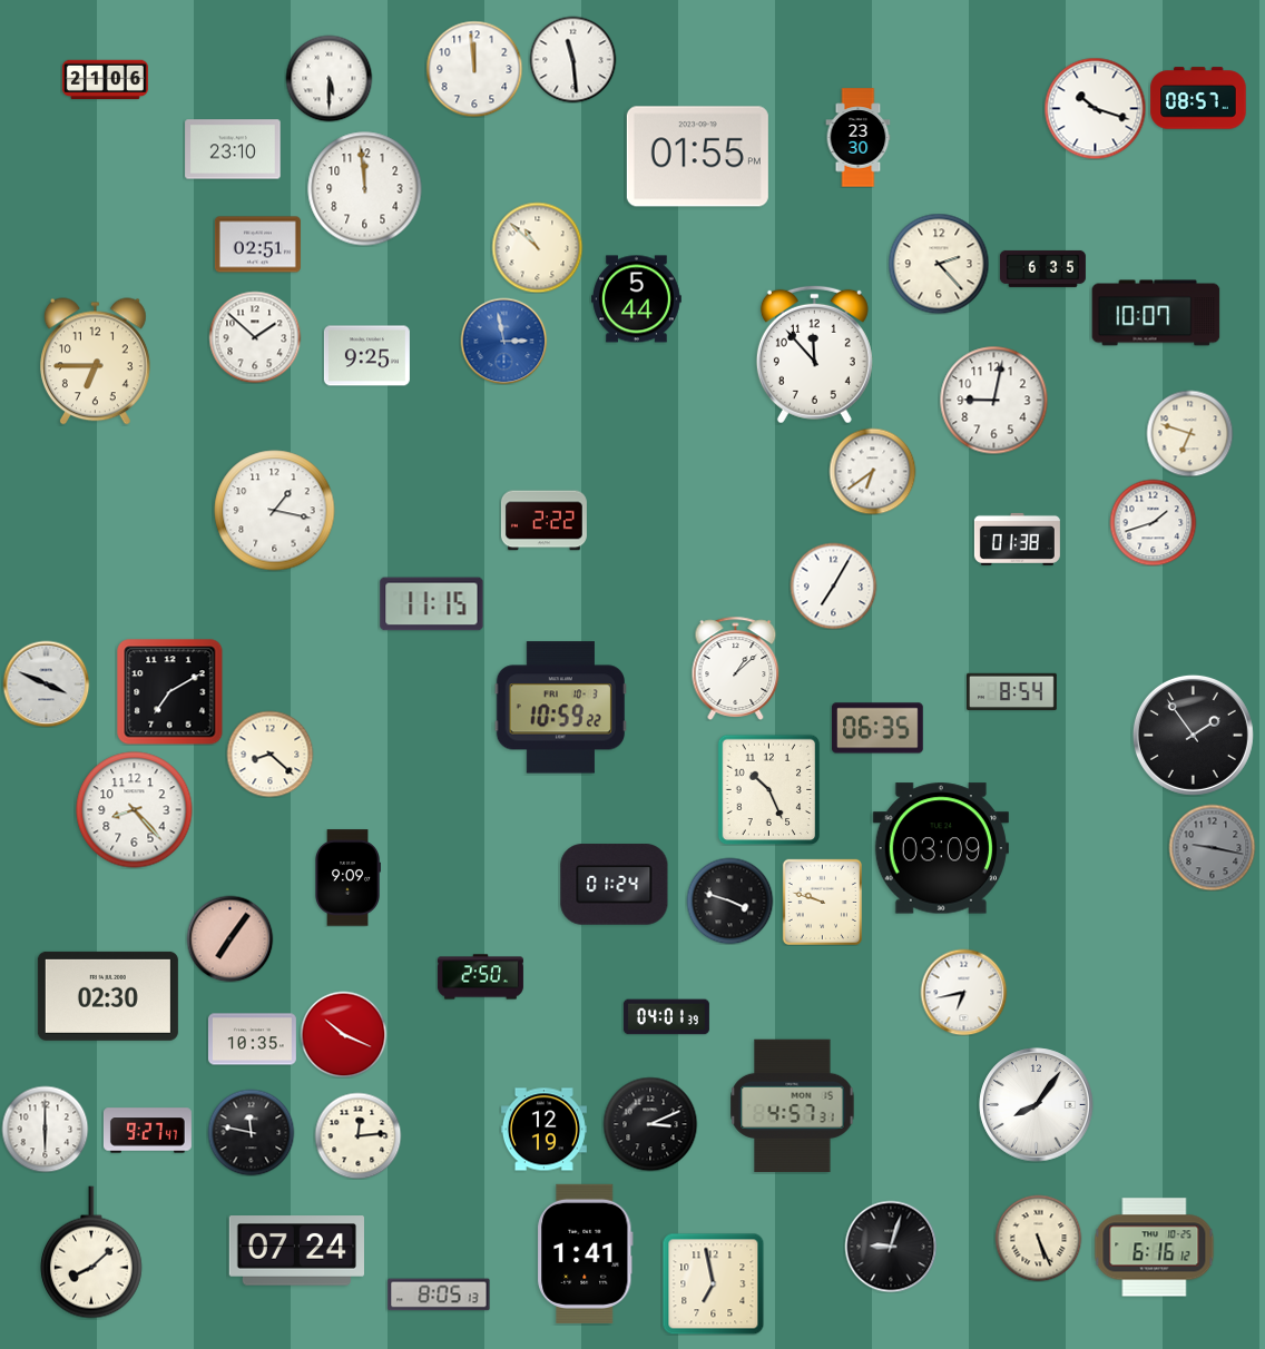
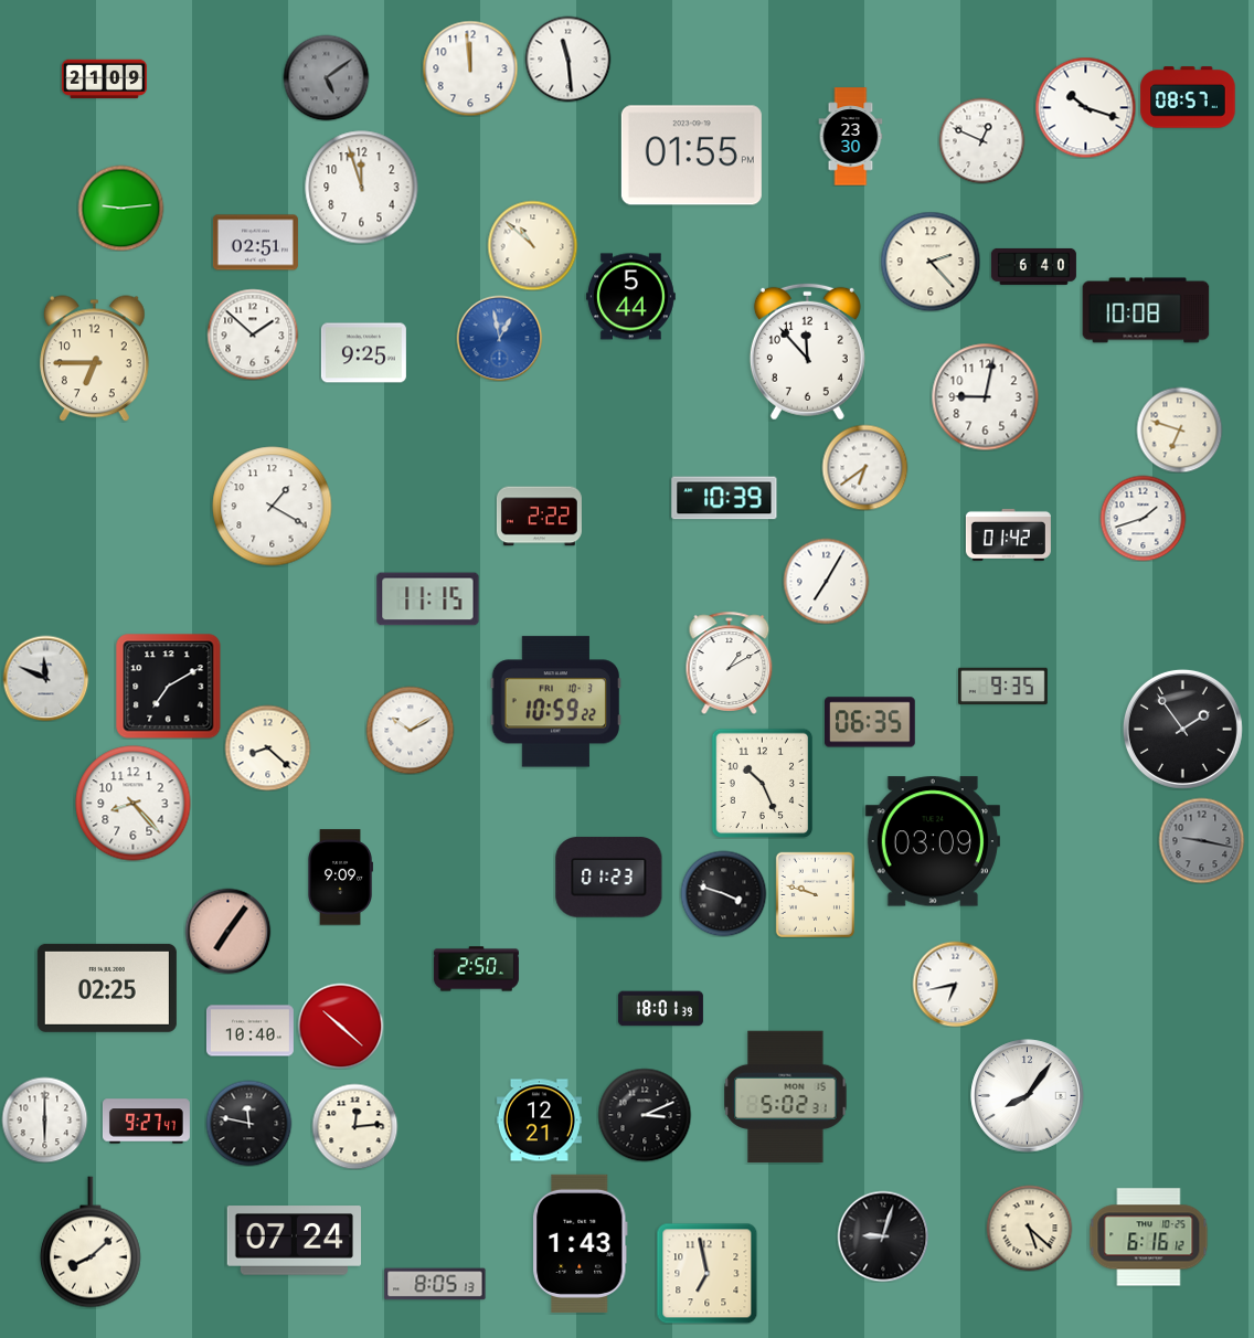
clock at (328, 78): 5:30 -> 5:09
clock at (328, 78) dial: white -> grey
clock at (105, 80): 21:06 -> 21:09
clock at (981, 140): none -> 12:49
clock at (233, 149): 23:10 -> none
clock at (365, 189): 11:59 -> 11:57
clock at (120, 208): none -> 9:14
clock at (1042, 268): 6:35 -> 6:40
clock at (1156, 313): 10:07 -> 10:08
clock at (503, 341): 2:58 -> 12:58
clock at (724, 498): none -> 10:39
clock at (275, 511): 1:17 -> 1:20
clock at (1017, 539): 01:38 -> 01:42
clock at (736, 668): 1:08 -> 1:10
clock at (46, 683): 3:49 -> 11:49
clock at (1012, 692): 8:54 -> 9:35
clock at (410, 730): none -> 10:10
clock at (349, 878) position: (349, 878) -> (341, 878)
clock at (615, 885): 01:24 -> 01:23
clock at (108, 996): 02:30 -> 02:25
clock at (666, 1017): 04:01 -> 18:01
clock at (343, 1034): 10:19 -> 10:22
clock at (252, 1040): 10:35 -> 10:40
clock at (793, 1106): 4:57 -> 5:02
clock at (543, 1130): 12:19 -> 12:21
clock at (1038, 1238): 5:26 -> 5:22
clock at (1155, 1248) position: (1155, 1248) -> (1149, 1238)
clock at (586, 1253): 1:41 -> 1:43
